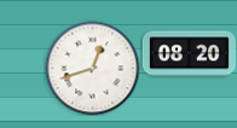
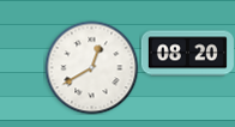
clock at (92, 68): 12:42 -> 12:40
